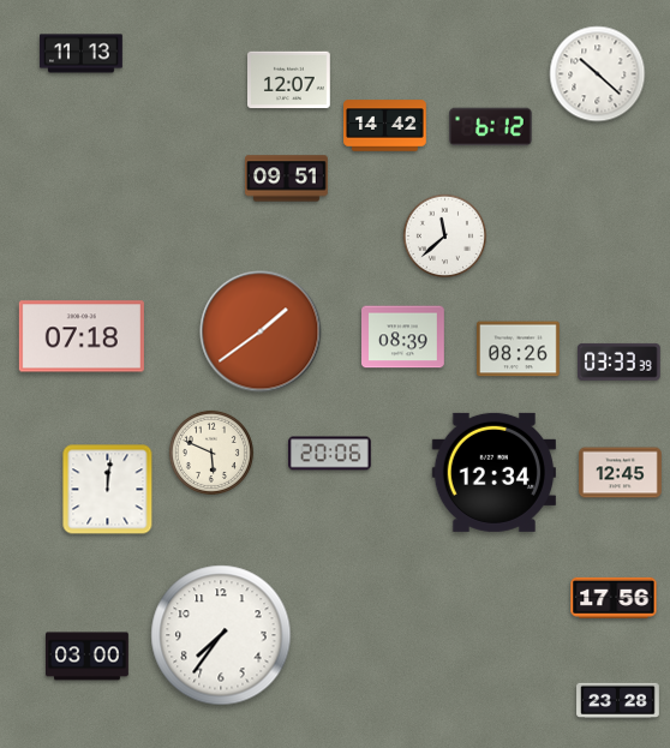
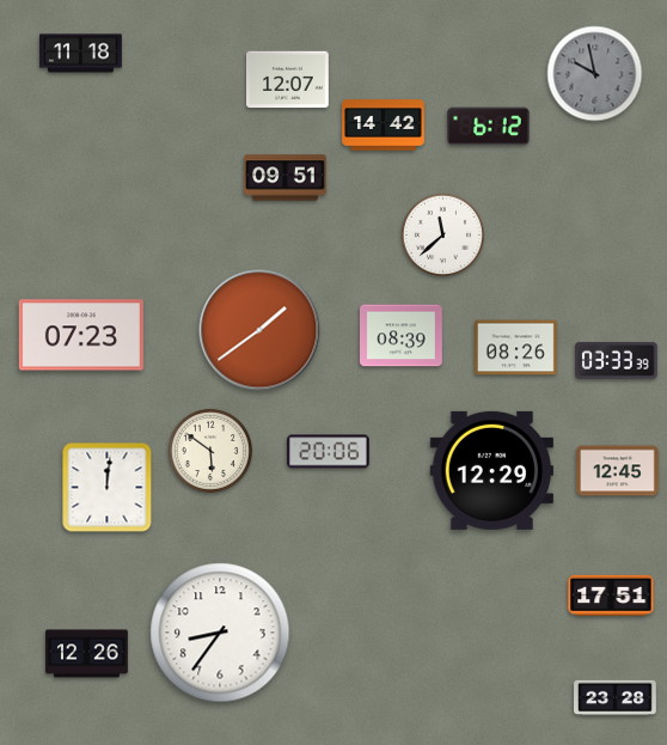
clock at (82, 54): 11:13 -> 11:18
clock at (598, 74): 10:22 -> 9:58
clock at (598, 74) dial: white -> grey
clock at (82, 336): 07:18 -> 07:23
clock at (211, 453): 5:49 -> 5:51
clock at (493, 472): 12:34 -> 12:29
clock at (614, 598): 17:56 -> 17:51
clock at (221, 635): 7:36 -> 8:36
clock at (88, 657): 03:00 -> 12:26
